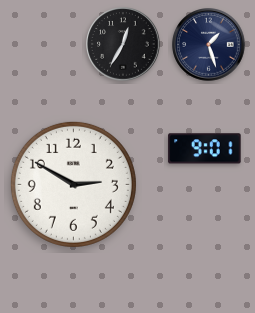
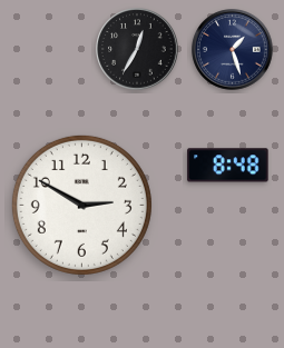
clock at (205, 149): 9:01 -> 8:48
